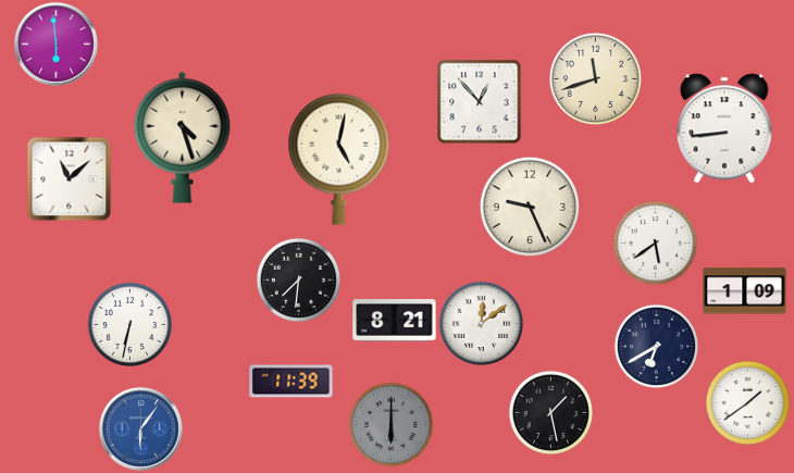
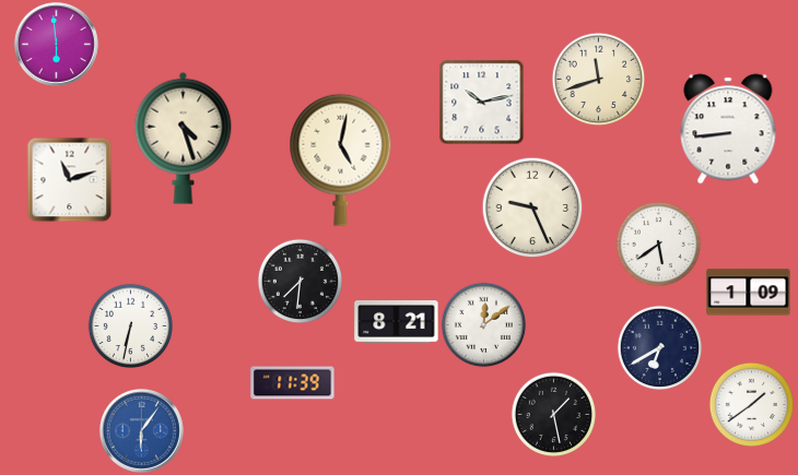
clock at (479, 101): 12:53 -> 10:13
clock at (69, 178): 11:08 -> 11:12
clock at (390, 424): 6:00 -> none
